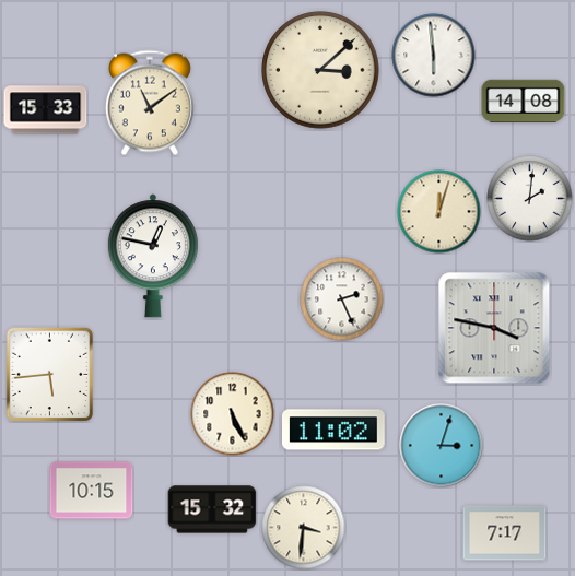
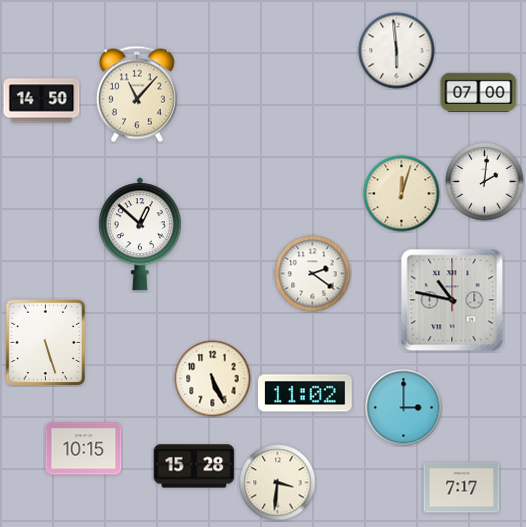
clock at (320, 70): 3:08 -> none
clock at (524, 102): 14:08 -> 07:00
clock at (150, 103): 11:09 -> 11:07
clock at (46, 110): 15:33 -> 14:50
clock at (153, 256): 12:47 -> 12:52
clock at (342, 299): 2:26 -> 2:21
clock at (494, 328): 3:47 -> 10:47
clock at (50, 375): 5:44 -> 5:27
clock at (442, 446): 3:03 -> 3:00
clock at (212, 509): 15:32 -> 15:28
